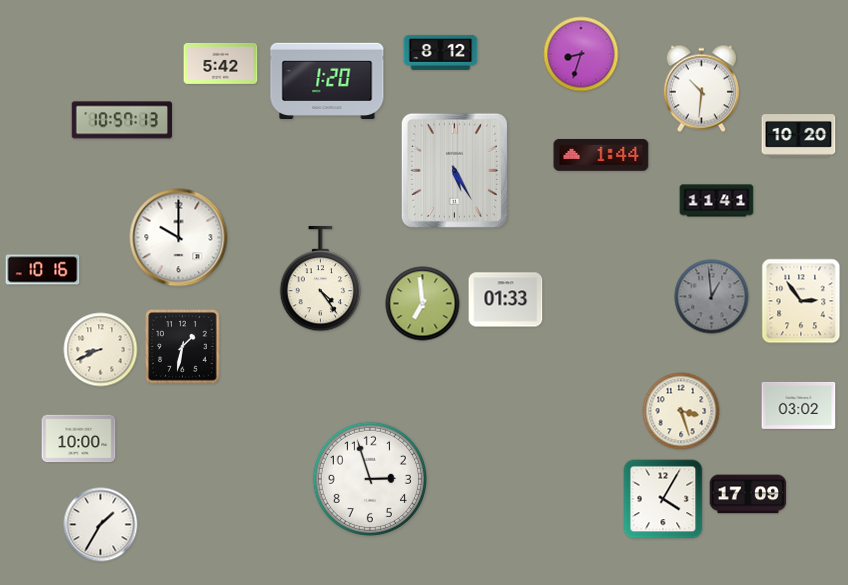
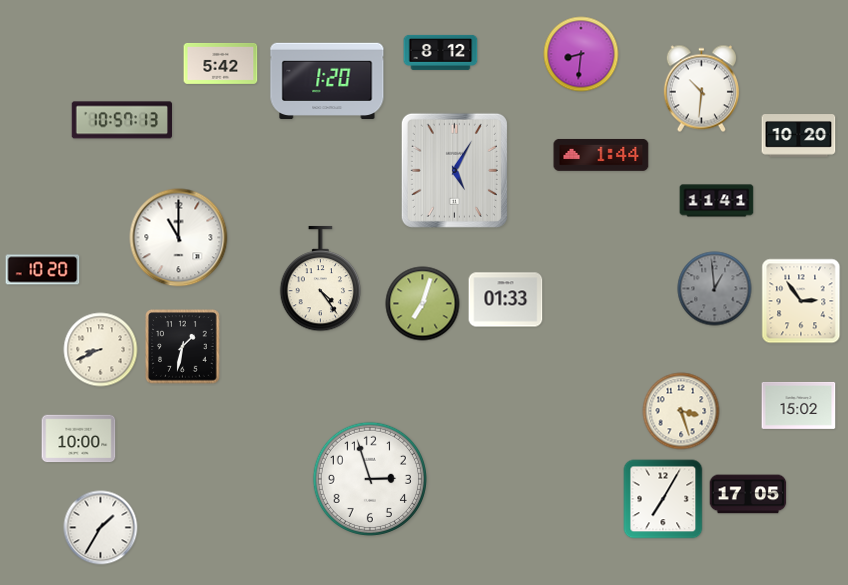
clock at (581, 54): 8:33 -> 8:31
clock at (454, 170): 5:25 -> 5:05
clock at (179, 238): 10:00 -> 11:00
clock at (43, 270): 10:16 -> 10:20
clock at (712, 297) position: (712, 297) -> (715, 289)
clock at (423, 304): 6:59 -> 7:03
clock at (799, 405): 03:02 -> 15:02
clock at (748, 494): 17:09 -> 17:05
clock at (663, 499): 4:05 -> 7:05
clock at (101, 525) position: (101, 525) -> (101, 528)
